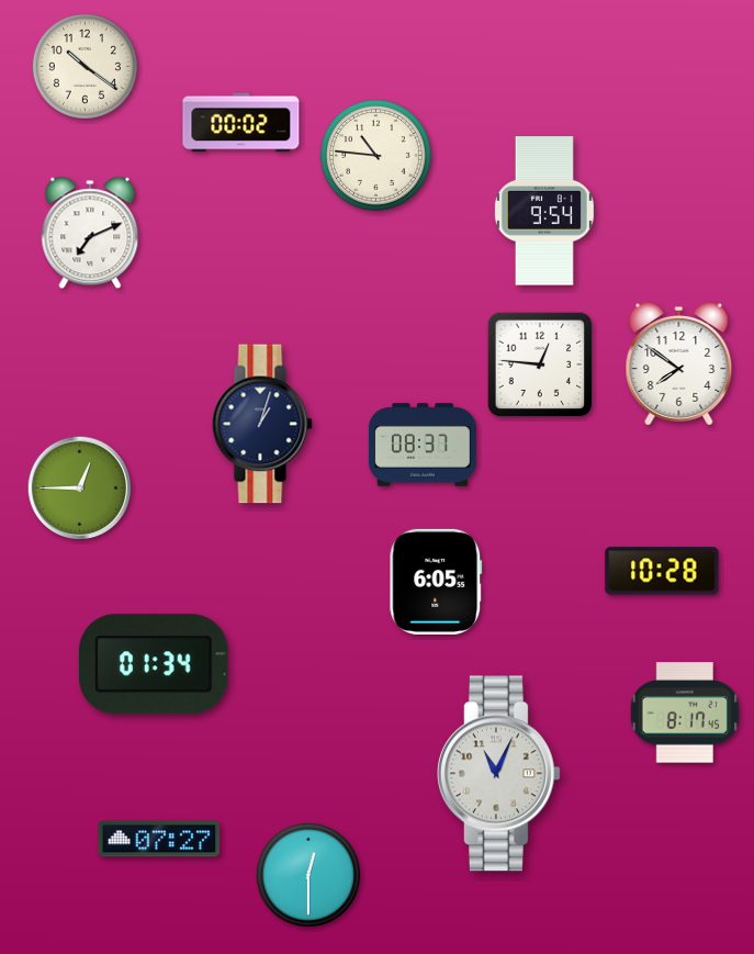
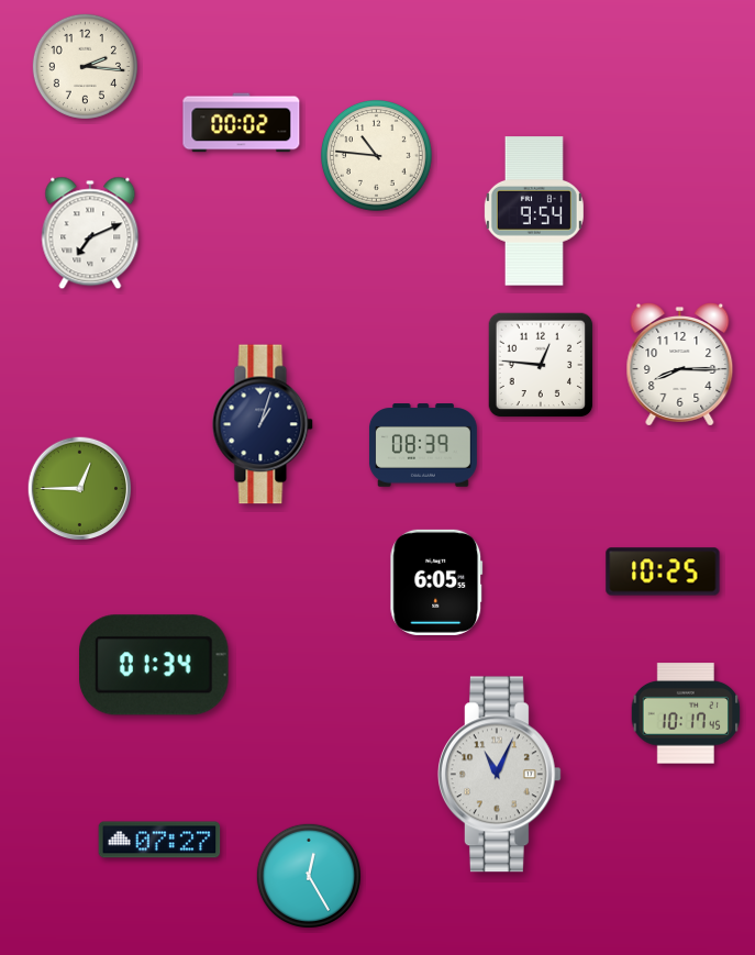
clock at (85, 66): 10:21 -> 2:16
clock at (544, 211) position: (544, 211) -> (534, 211)
clock at (679, 364): 7:51 -> 8:15
clock at (423, 445): 08:37 -> 08:39
clock at (662, 571): 10:28 -> 10:25
clock at (684, 712): 8:17 -> 10:17
clock at (308, 875): 12:30 -> 12:25
